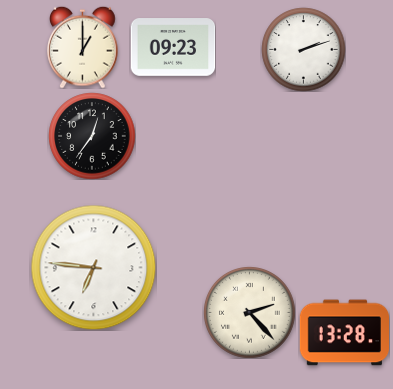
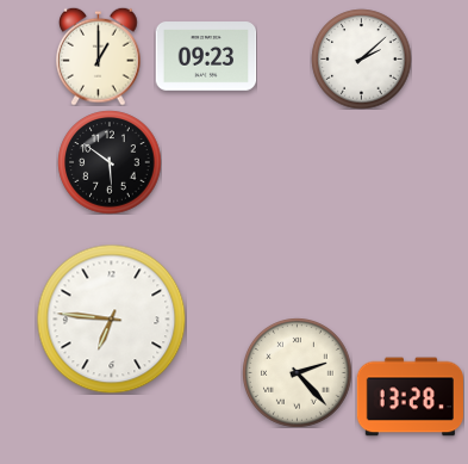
clock at (303, 49): 2:12 -> 2:08
clock at (92, 136): 12:36 -> 5:51
